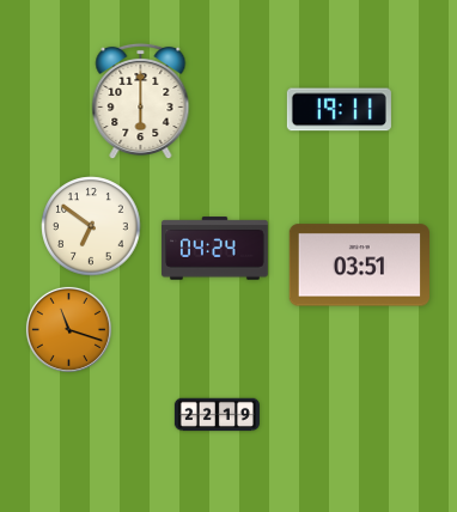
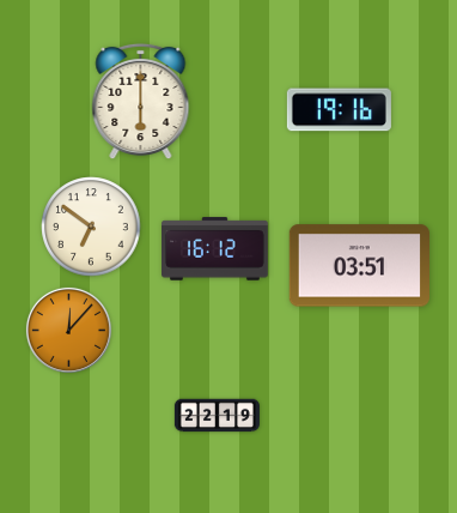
clock at (339, 110): 19:11 -> 19:16
clock at (215, 249): 04:24 -> 16:12
clock at (68, 329): 11:18 -> 12:07
